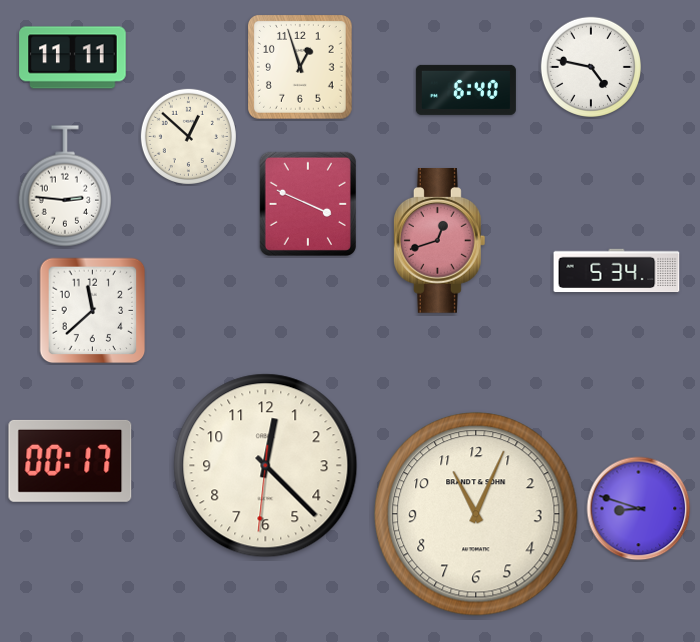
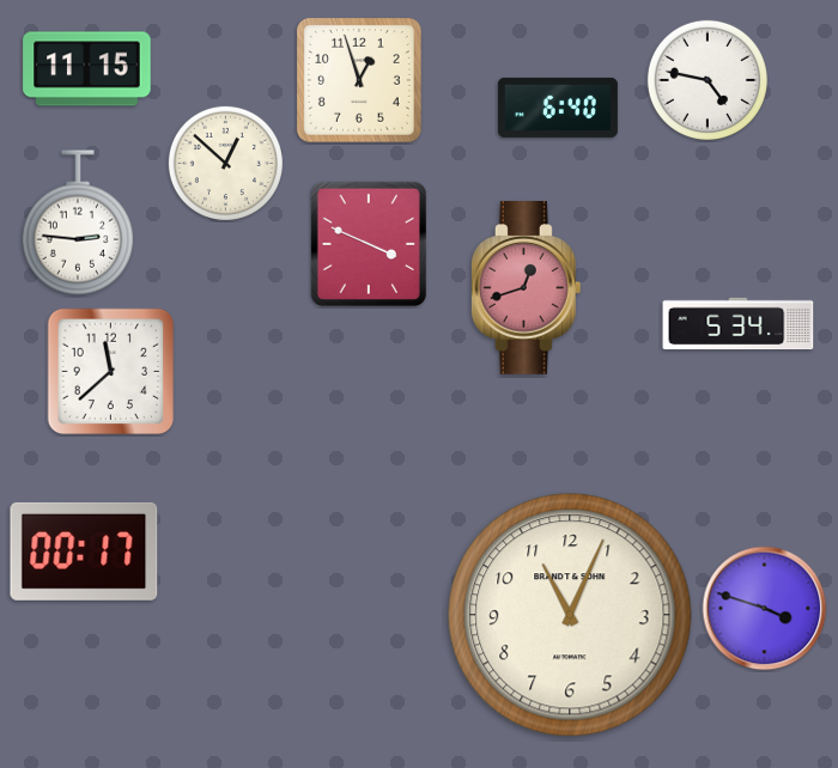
clock at (73, 58): 11:11 -> 11:15
clock at (266, 466): 12:22 -> none
clock at (639, 509): 8:48 -> 3:48
